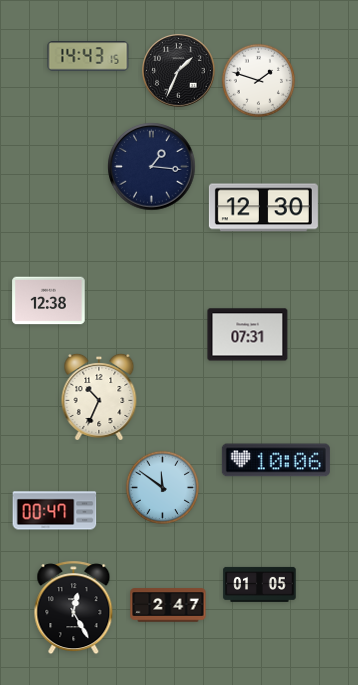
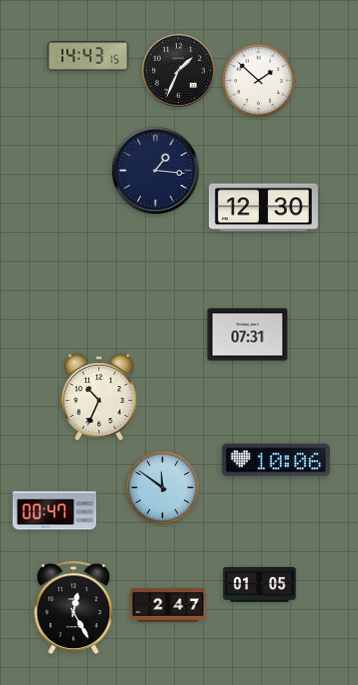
clock at (258, 80): 1:48 -> 1:52
clock at (152, 167) position: (152, 167) -> (156, 171)
clock at (49, 301): 12:38 -> none
